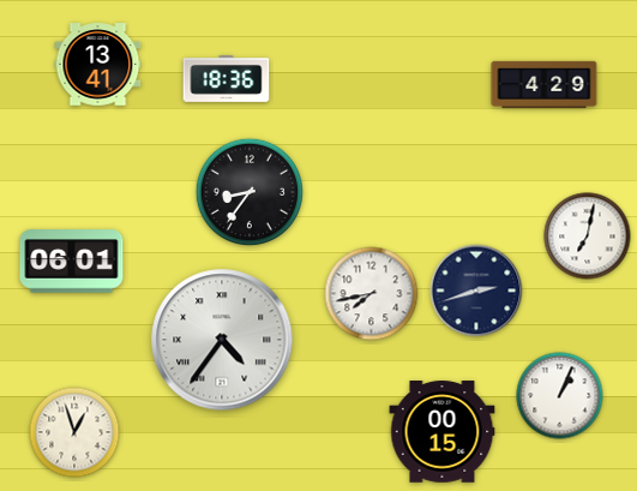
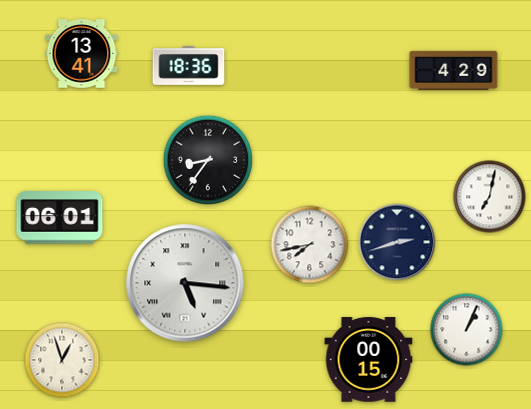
clock at (222, 340): 4:36 -> 5:16
